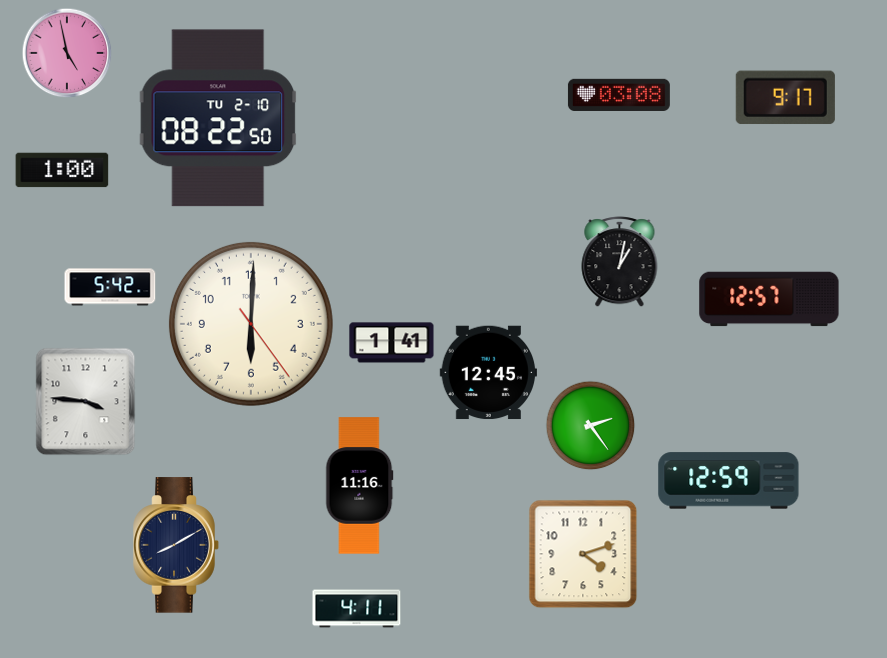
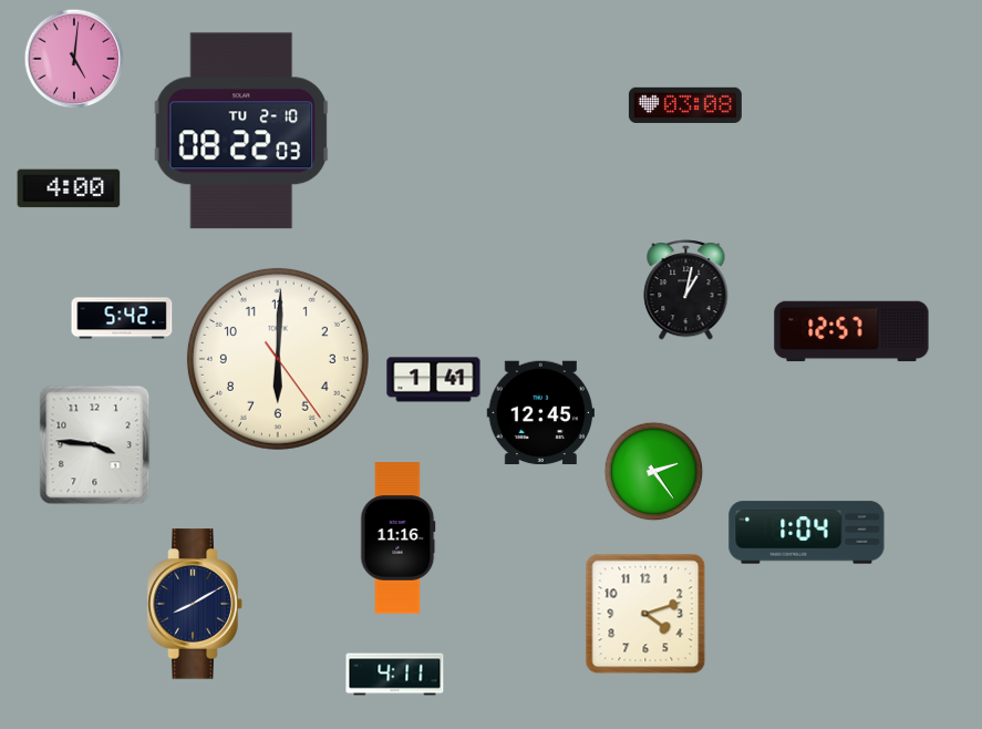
clock at (67, 53): 4:58 -> 5:01
clock at (785, 98): 9:17 -> none
clock at (218, 118): 08:22:50 -> 08:22:03
clock at (62, 170): 1:00 -> 4:00
clock at (729, 481): 12:59 -> 1:04
